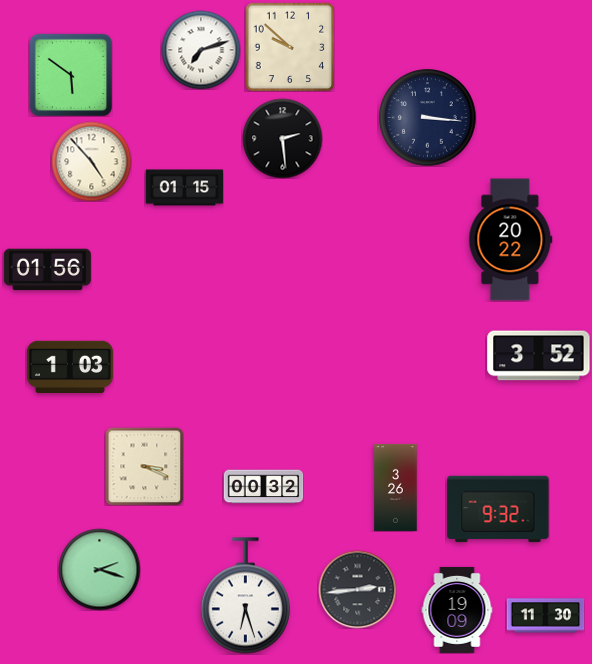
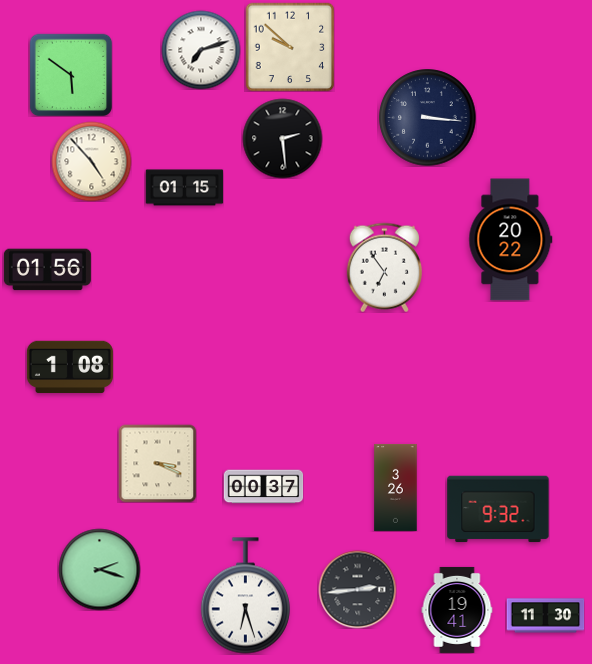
clock at (384, 267): none -> 6:54
clock at (539, 356): 3:52 -> none
clock at (70, 367): 1:03 -> 1:08
clock at (144, 466) position: (144, 466) -> (157, 463)
clock at (263, 487): 00:32 -> 00:37
clock at (457, 610): 19:09 -> 19:41
